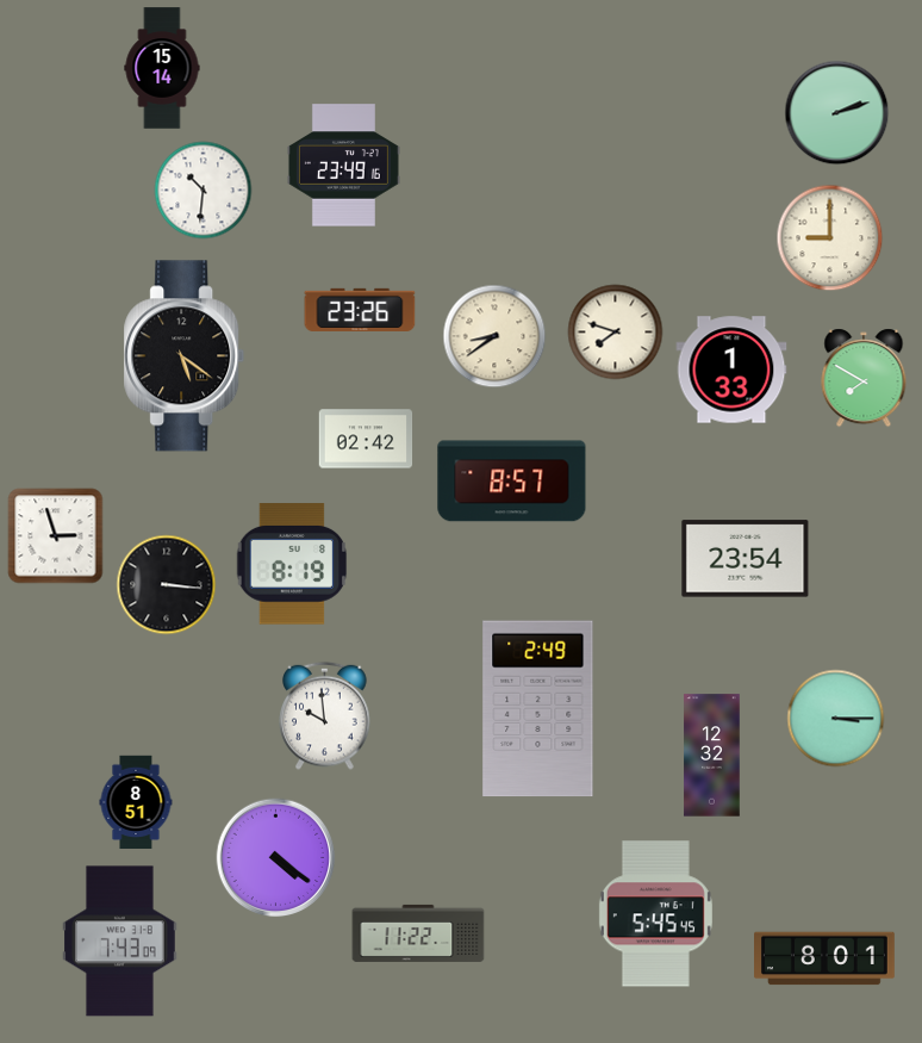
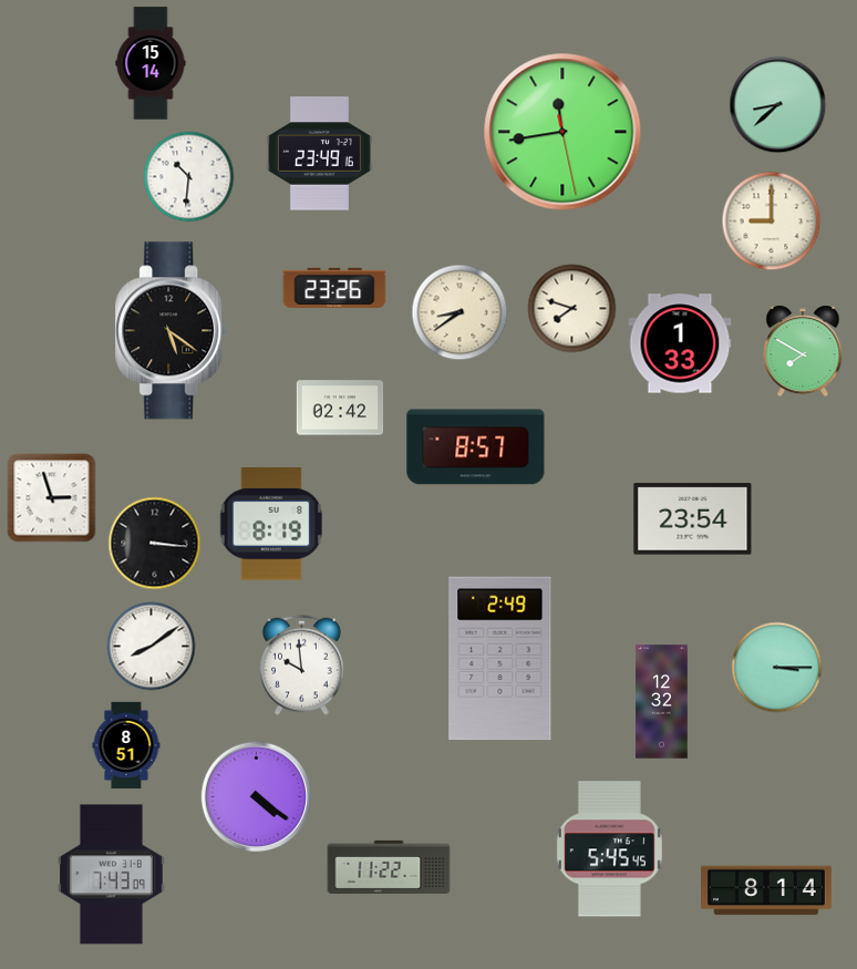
clock at (837, 113): 2:12 -> 8:38
clock at (562, 132): none -> 11:43
clock at (152, 647): none -> 8:09
clock at (826, 958): 8:01 -> 8:14
